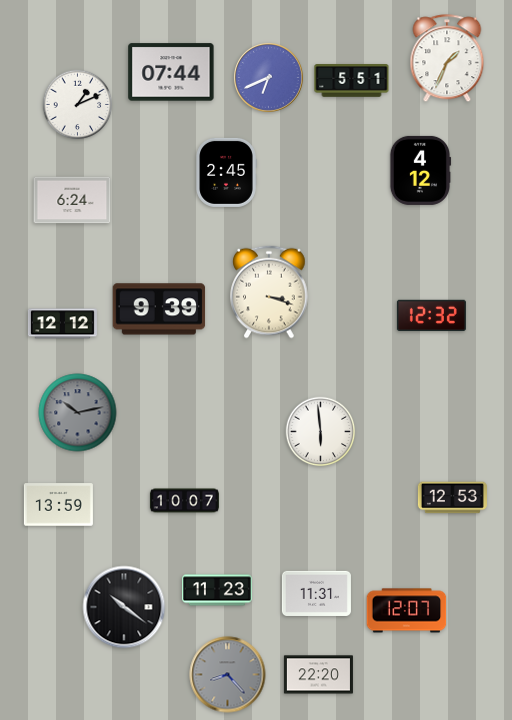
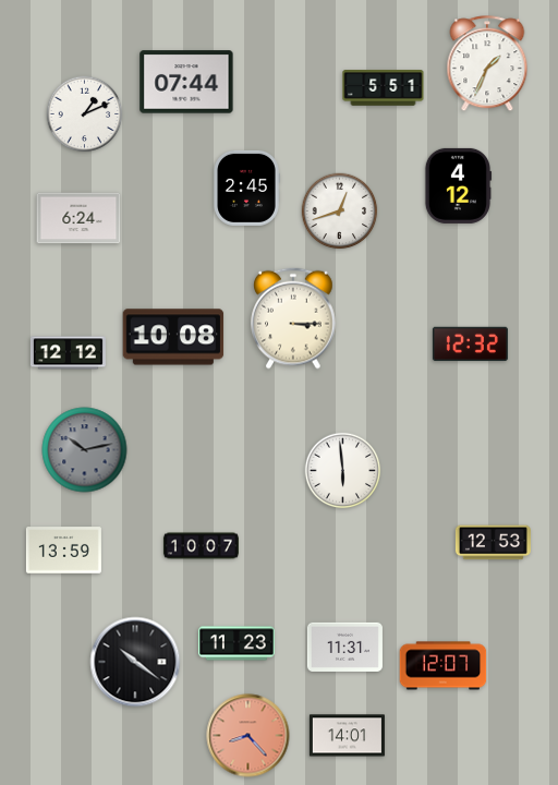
clock at (171, 72) position: (171, 72) -> (186, 82)
clock at (269, 78): 6:41 -> none
clock at (340, 212): none -> 12:42
clock at (269, 292): 3:18 -> 3:15
clock at (159, 309): 9:39 -> 10:08
clock at (321, 432) position: (321, 432) -> (343, 471)
clock at (228, 675) dial: grey -> salmon
clock at (318, 675): 22:20 -> 14:01
